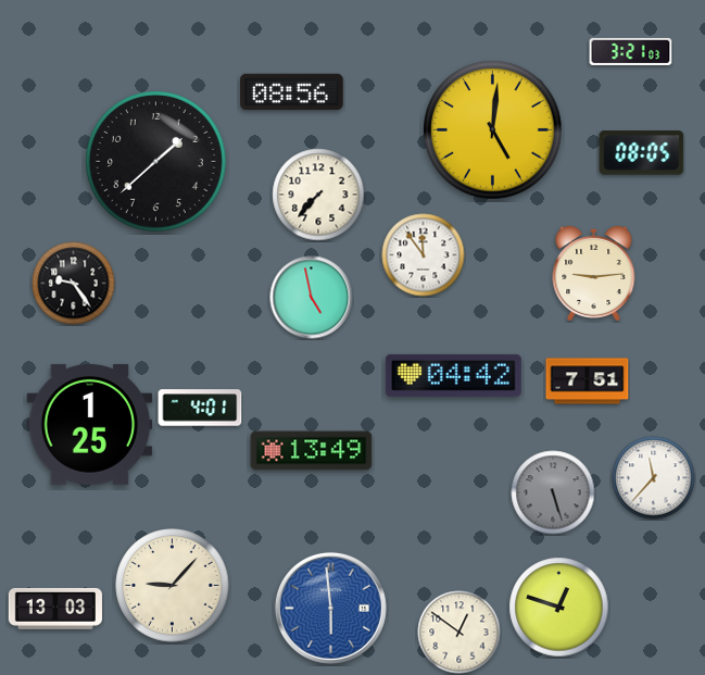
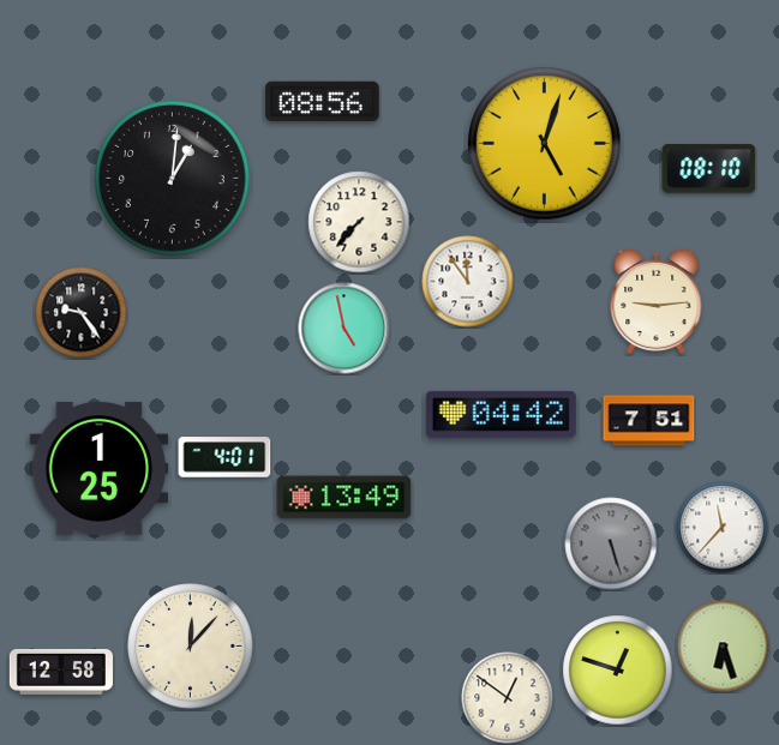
clock at (631, 51): 3:21 -> none
clock at (493, 130): 5:01 -> 5:03
clock at (642, 153): 08:05 -> 08:10
clock at (156, 162): 1:38 -> 1:01
clock at (318, 195) position: (318, 195) -> (359, 222)
clock at (200, 408) position: (200, 408) -> (224, 457)
clock at (173, 586): 9:07 -> 12:07
clock at (724, 647): none -> 6:27
clock at (330, 608): 5:59 -> none
clock at (55, 609): 13:03 -> 12:58
